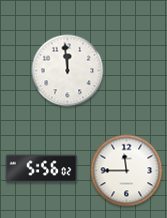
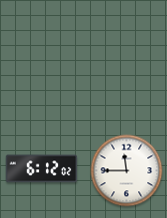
clock at (68, 71): 11:59 -> none
clock at (42, 169): 5:56 -> 6:12
